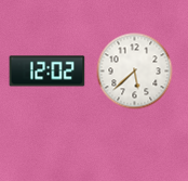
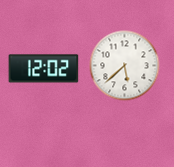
clock at (48, 72) position: (48, 72) -> (44, 69)
